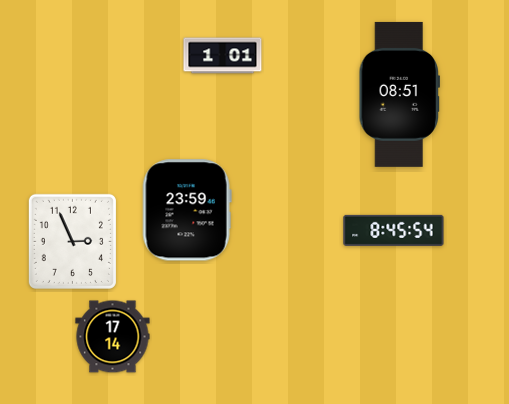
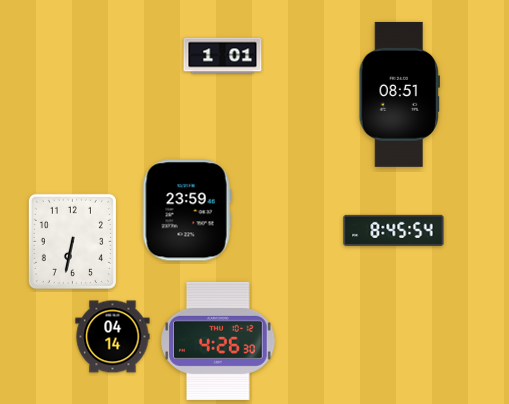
clock at (72, 241): 2:56 -> 6:32
clock at (113, 337): 17:14 -> 04:14
clock at (218, 341): none -> 4:26
